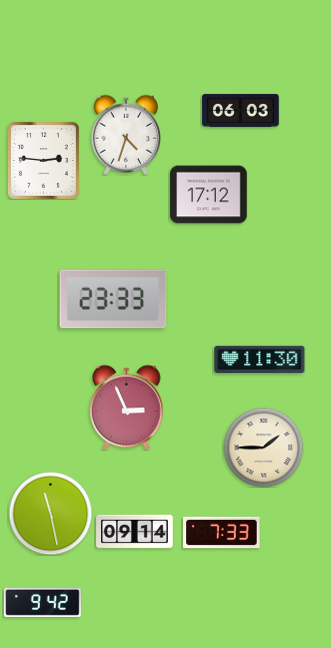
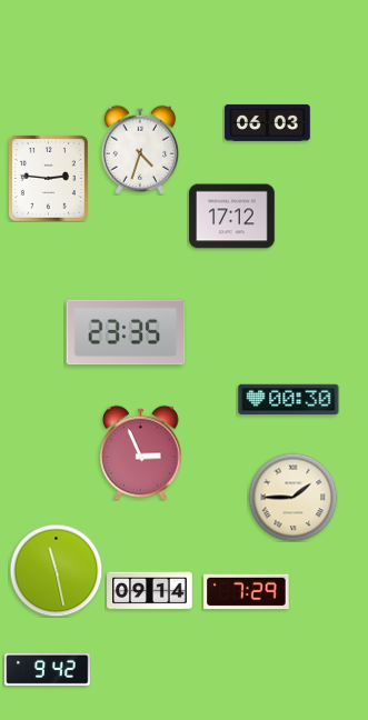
clock at (113, 299): 23:33 -> 23:35
clock at (260, 359): 11:30 -> 00:30
clock at (222, 533): 7:33 -> 7:29
